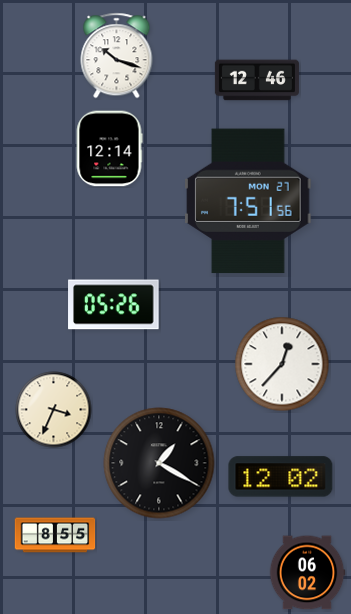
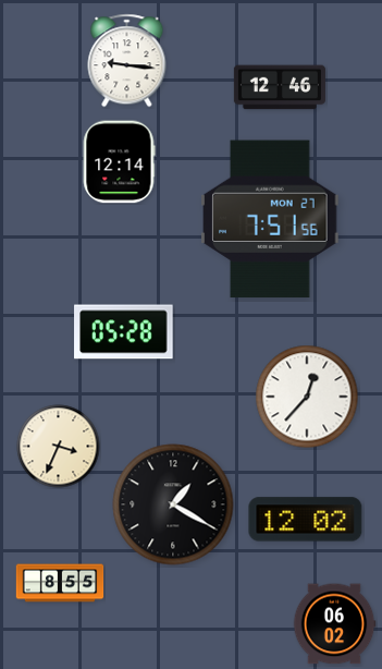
clock at (117, 56): 10:18 -> 9:16
clock at (114, 305): 05:26 -> 05:28
